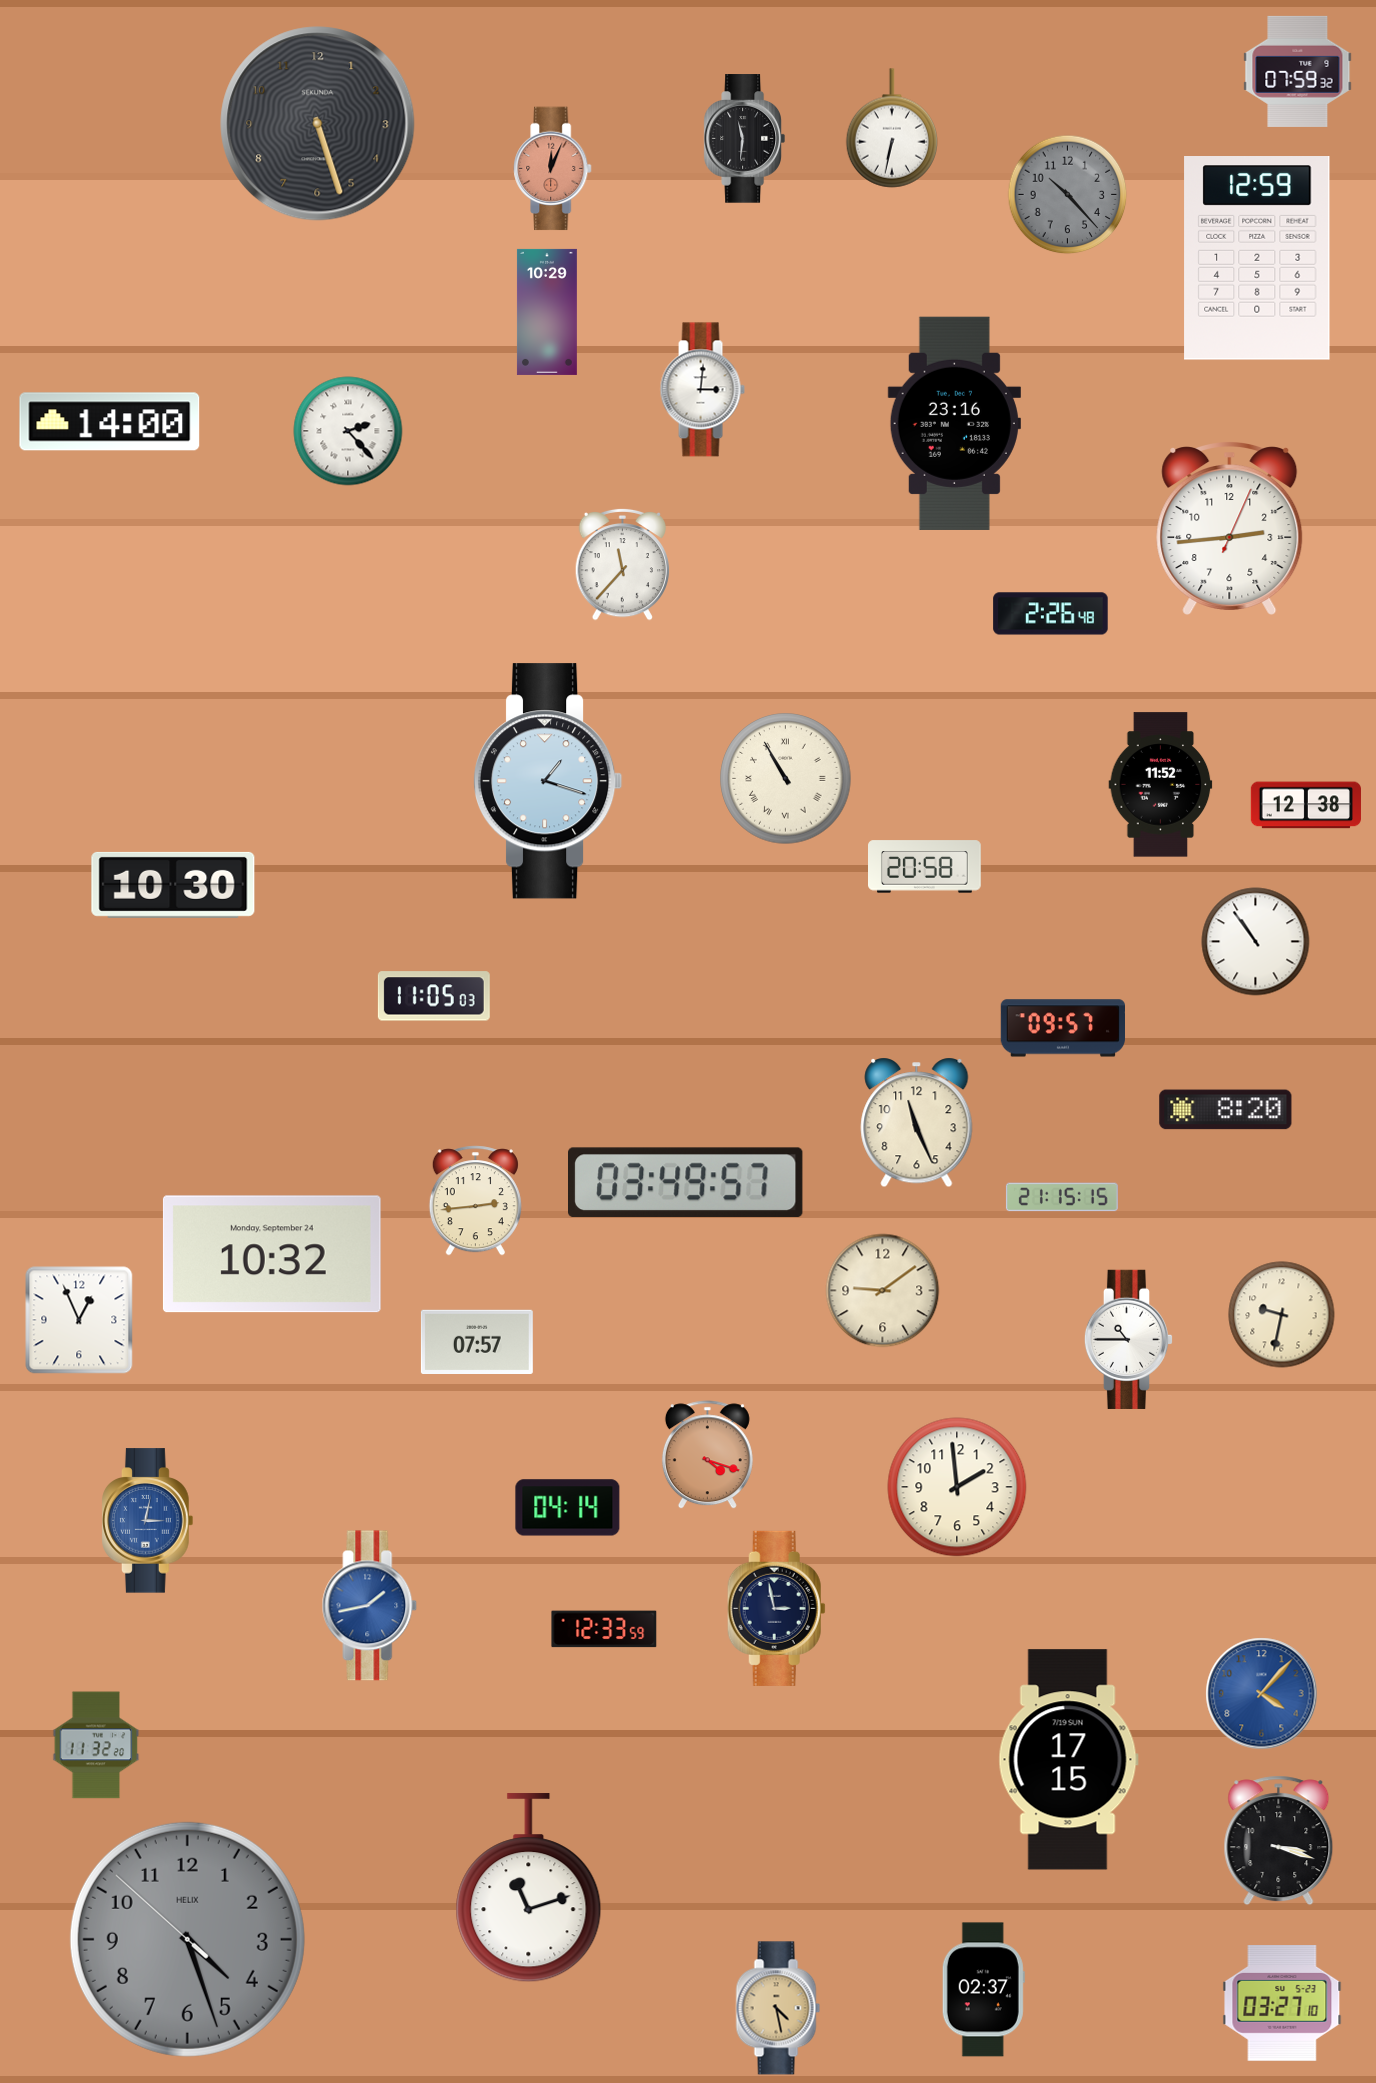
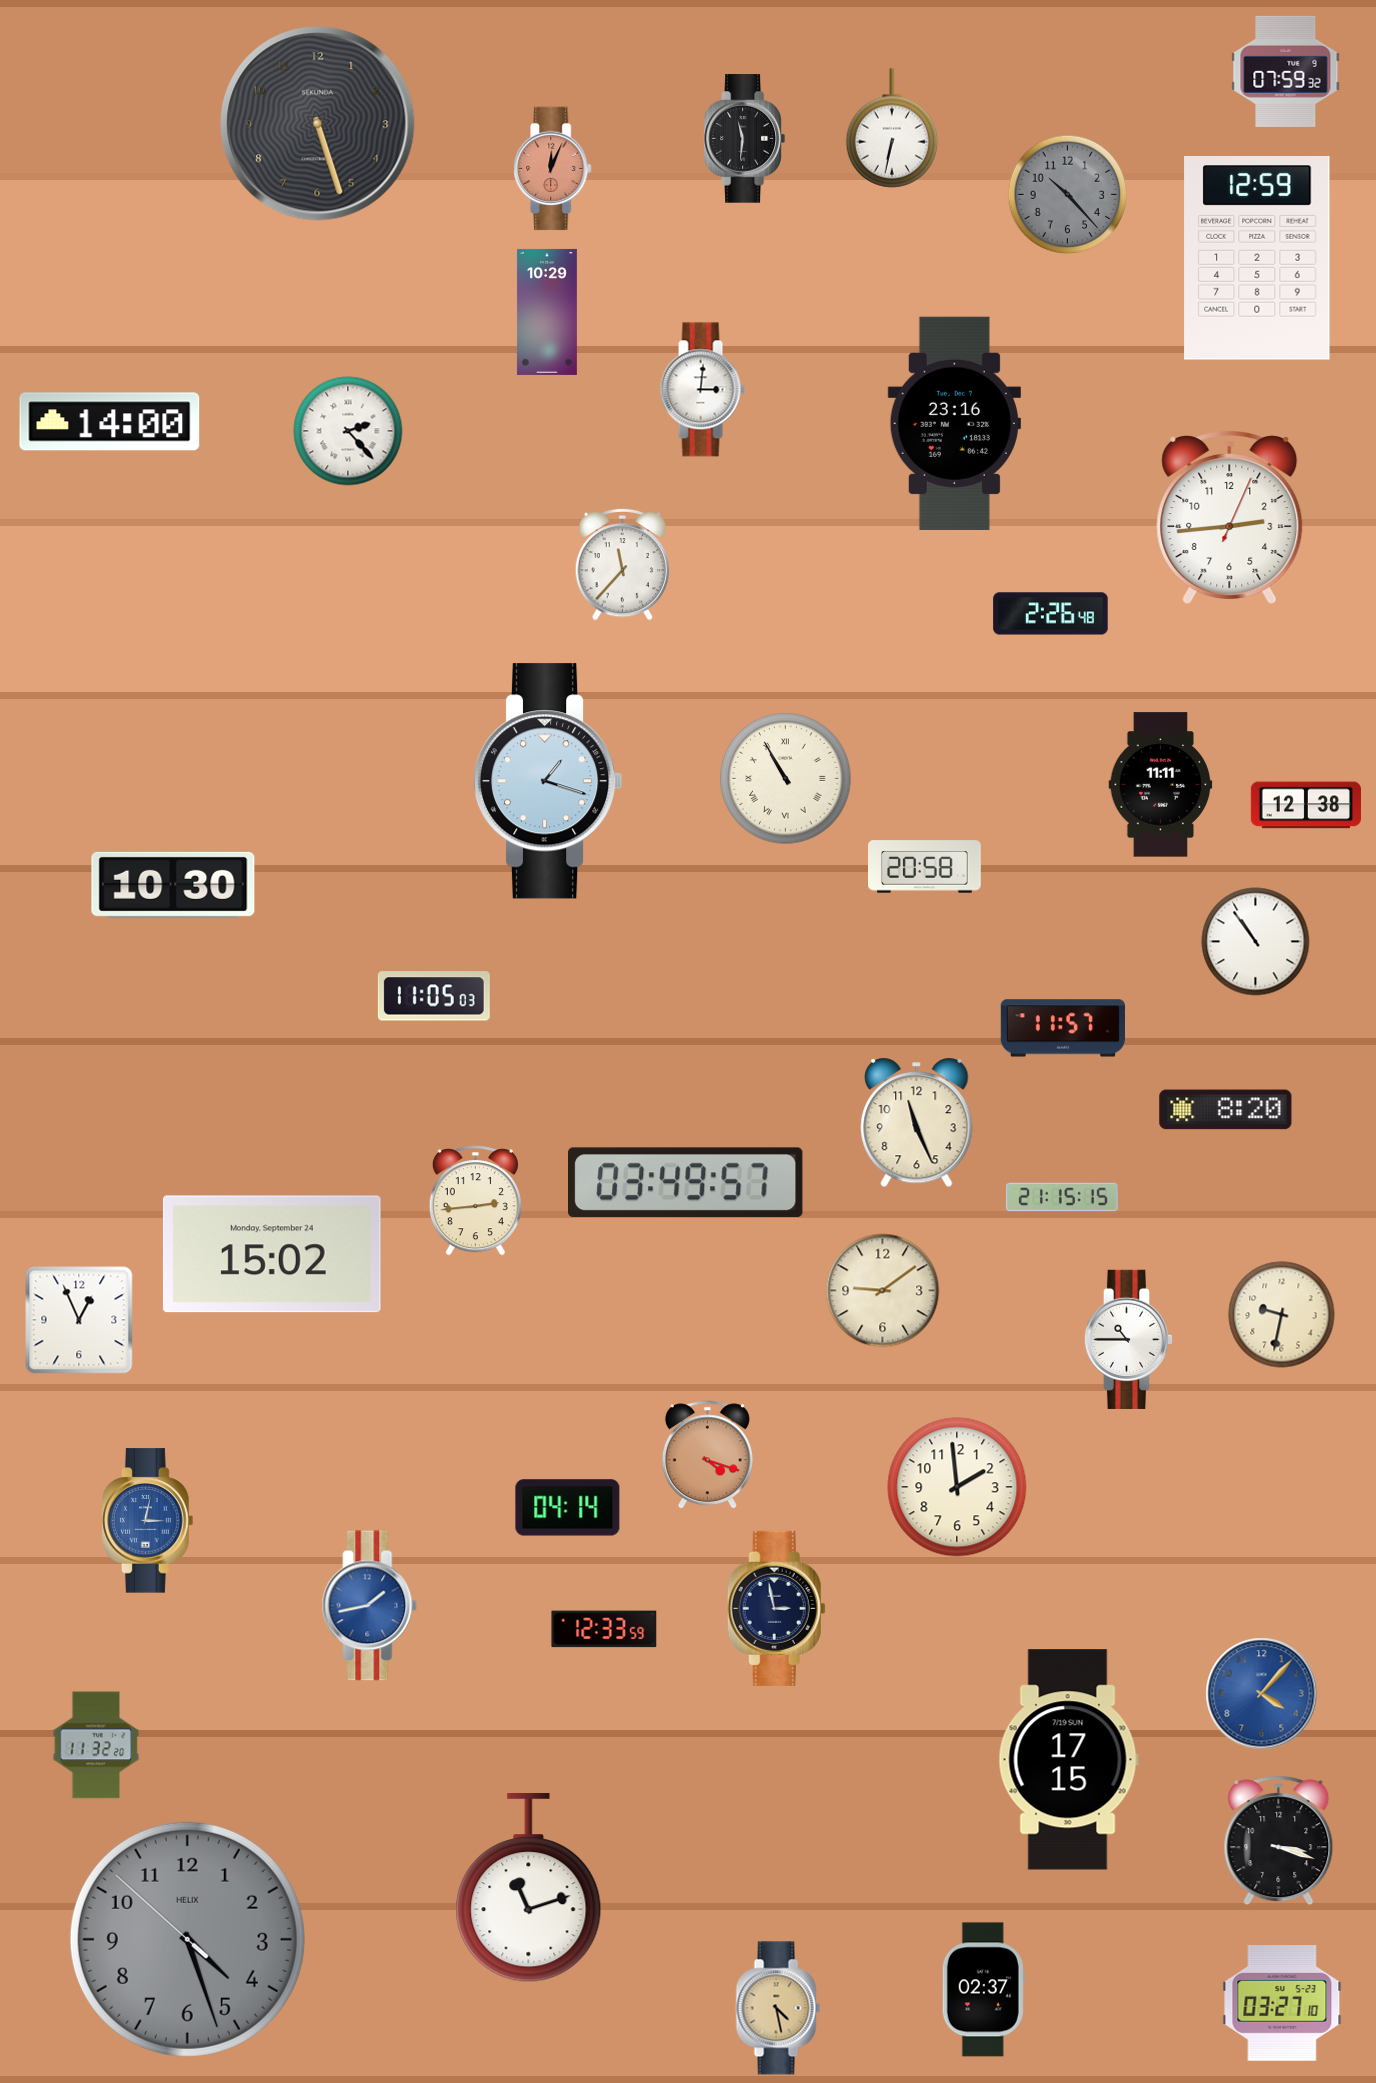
clock at (1298, 71) position: (1298, 71) -> (1286, 71)
clock at (1230, 529) position: (1230, 529) -> (1230, 518)
clock at (1161, 785): 11:52 -> 11:11
clock at (1062, 1028): 09:57 -> 11:57
clock at (272, 1254): 10:32 -> 15:02
clock at (477, 1341): 07:57 -> none
